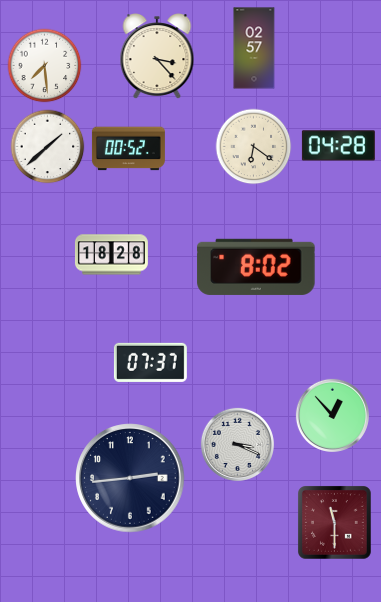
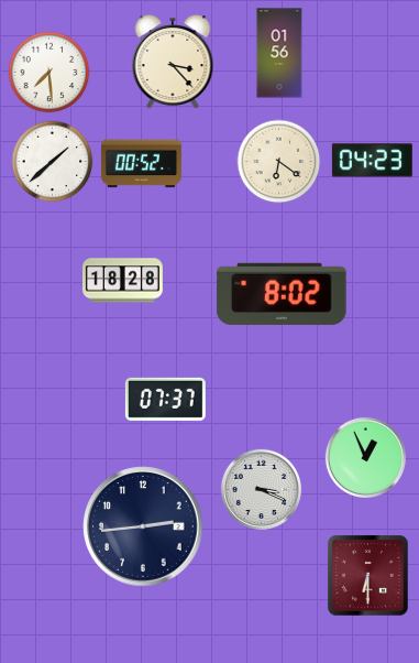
clock at (254, 48): 02:57 -> 01:56
clock at (338, 146): 04:28 -> 04:23
clock at (332, 415): 12:53 -> 12:56
clock at (335, 523): 11:30 -> 6:30
